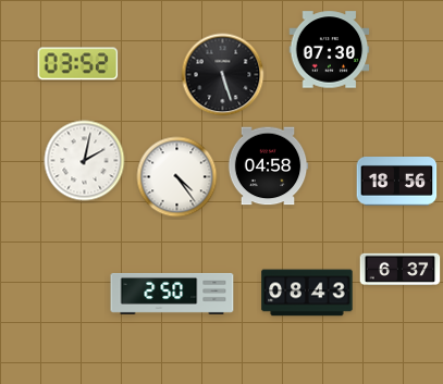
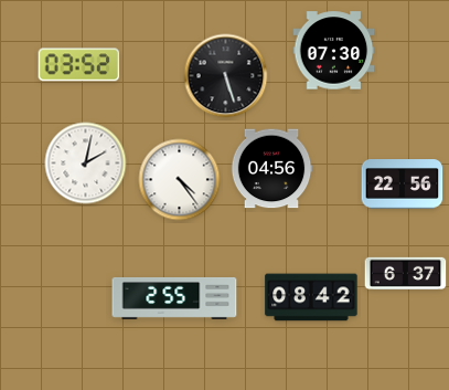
clock at (268, 166): 04:58 -> 04:56
clock at (397, 182): 18:56 -> 22:56
clock at (307, 293): 08:43 -> 08:42
clock at (172, 294): 2:50 -> 2:55
